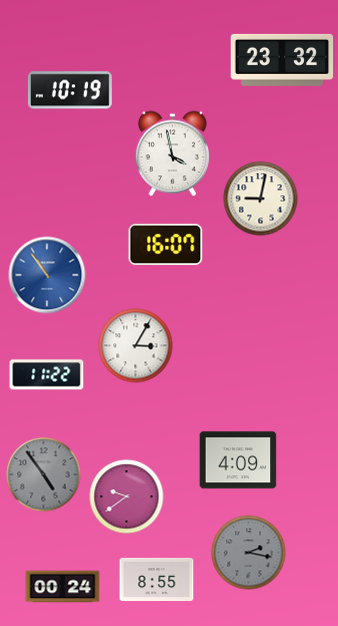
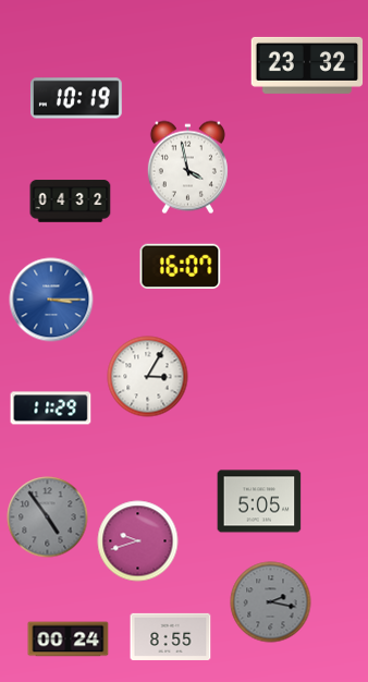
clock at (71, 202): none -> 04:32
clock at (261, 199): 9:02 -> none
clock at (47, 275): 10:54 -> 3:15
clock at (47, 375): 11:22 -> 11:29
clock at (238, 460): 4:09 -> 5:05
clock at (127, 497): 9:39 -> 9:42
clock at (157, 579) position: (157, 579) -> (171, 636)
